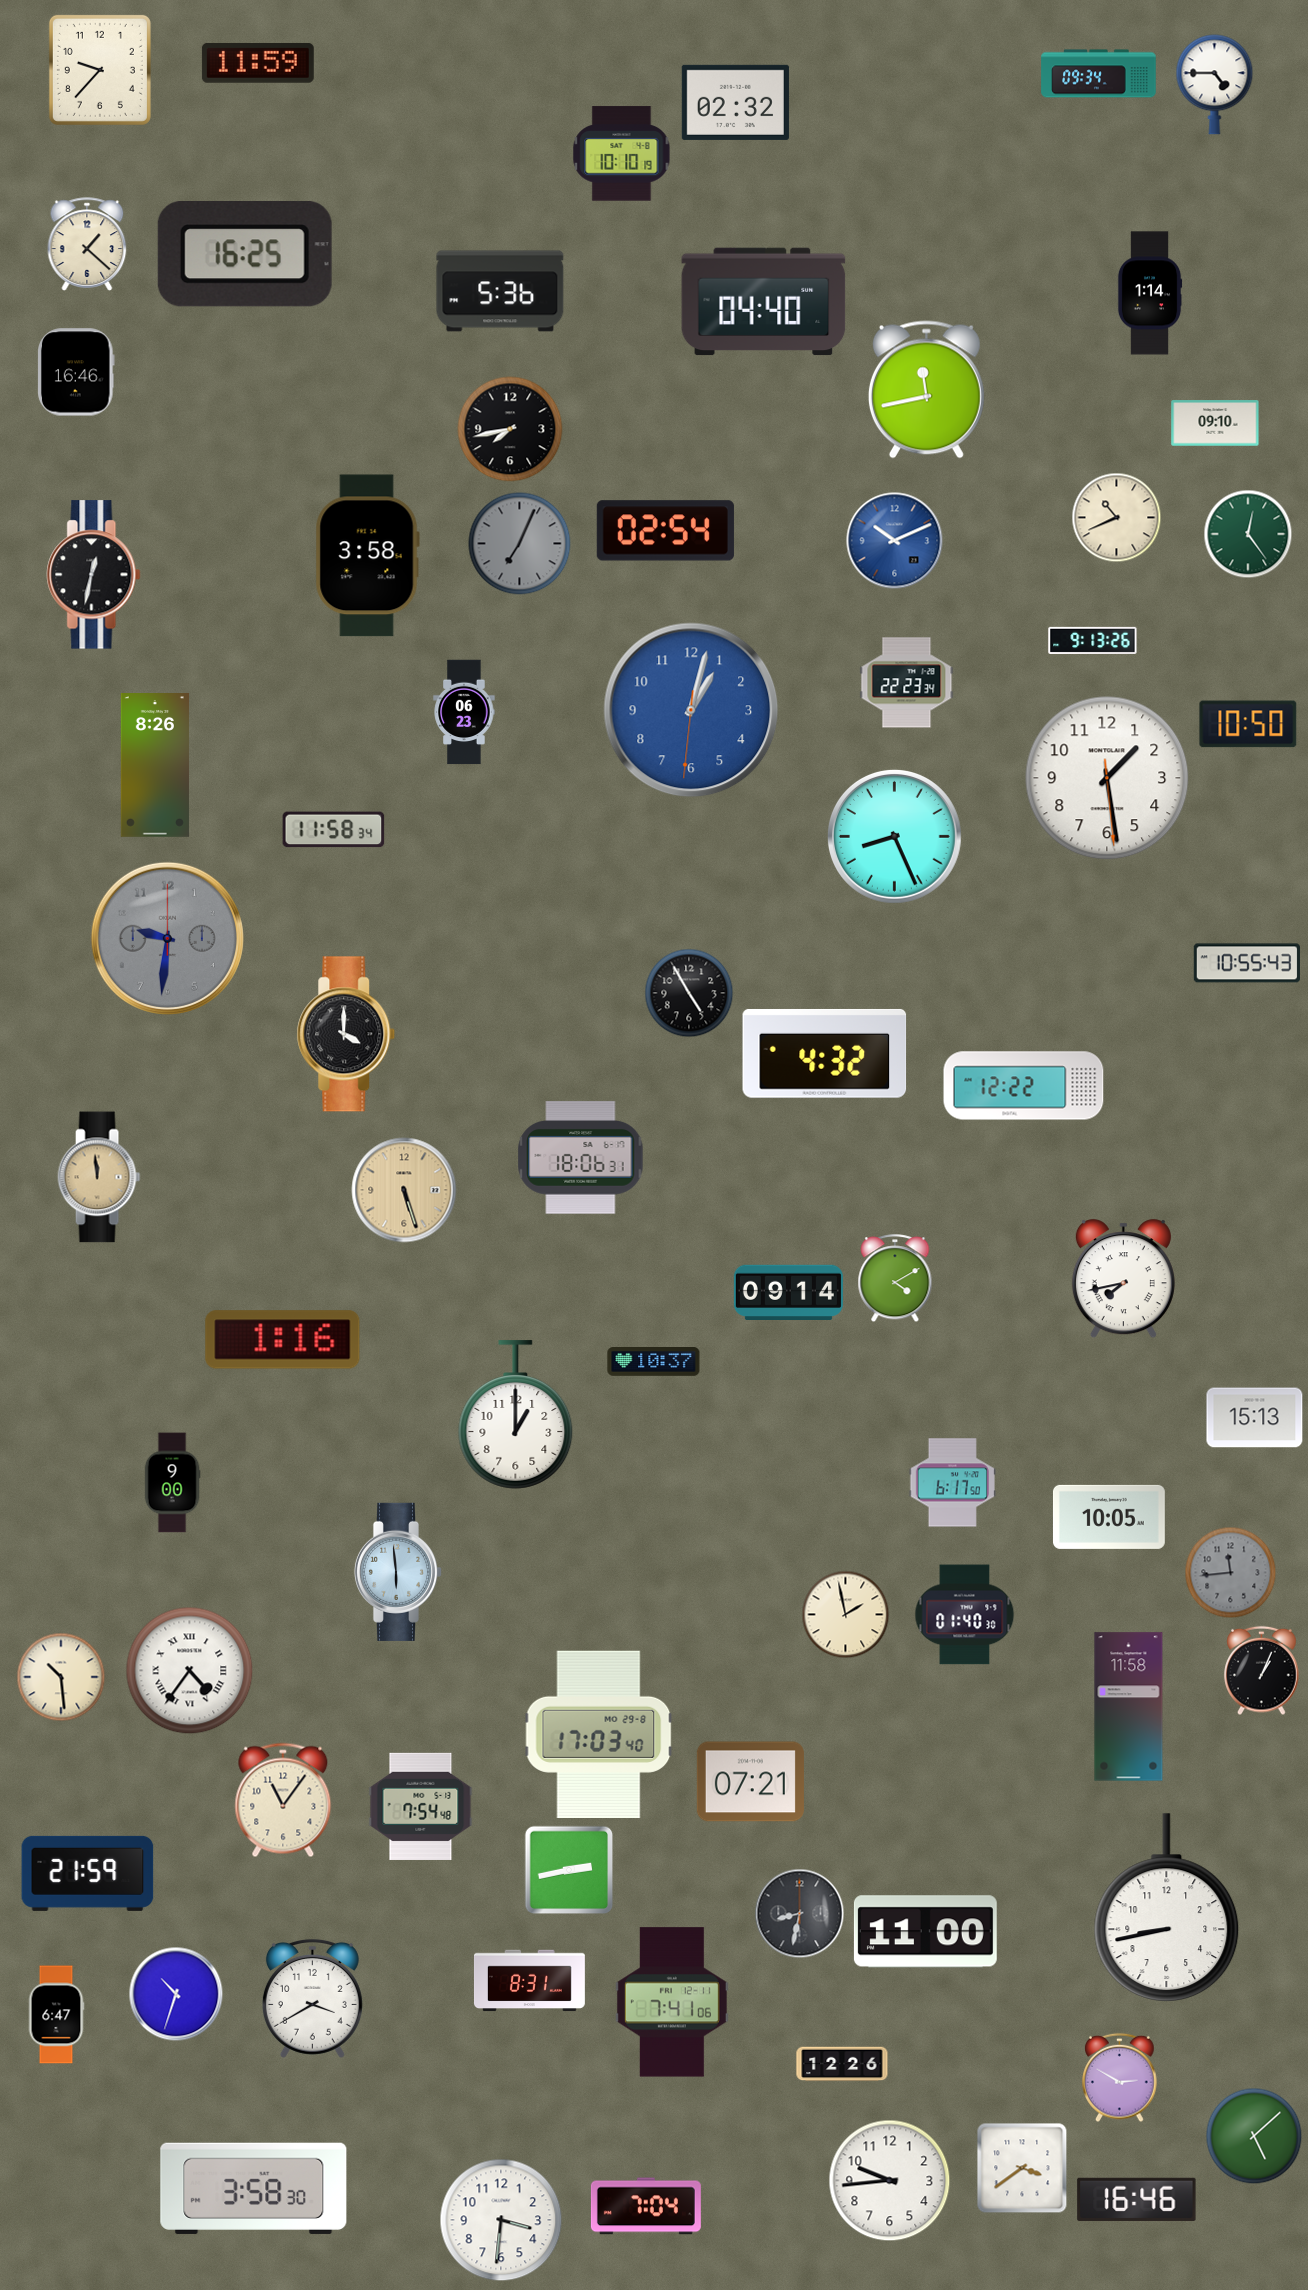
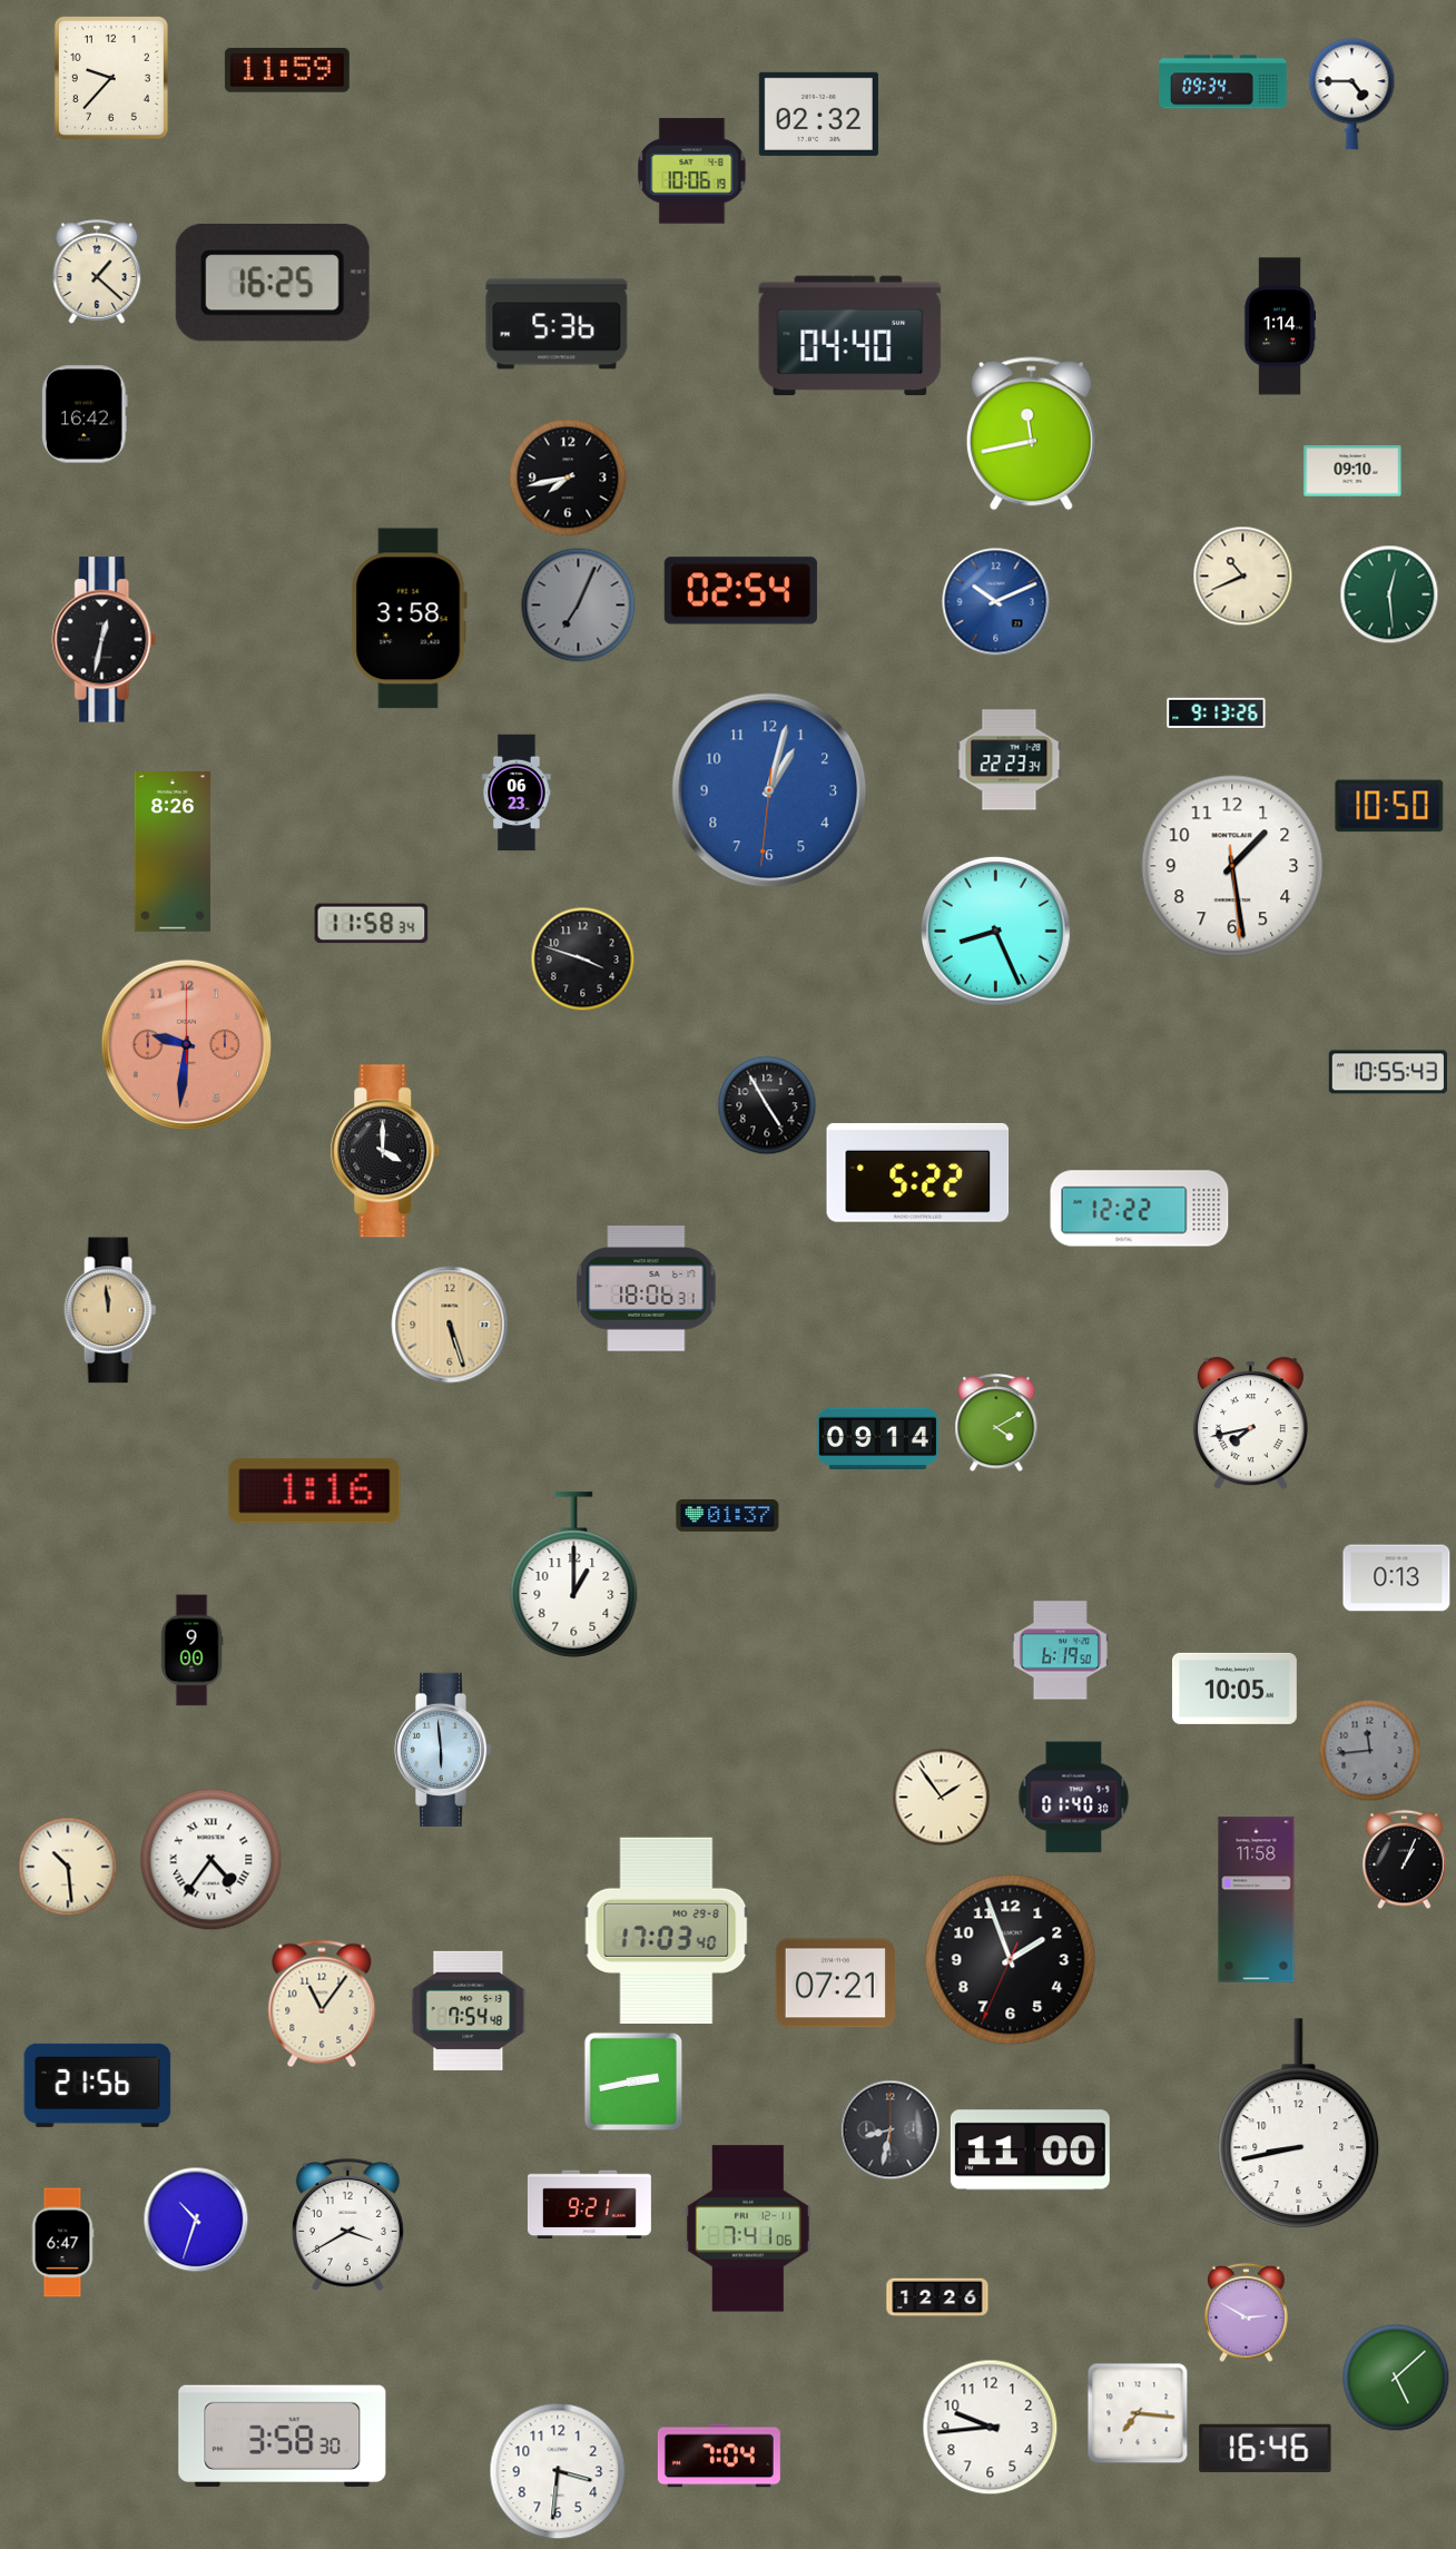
clock at (622, 154): 10:10 -> 10:06
clock at (77, 372): 16:46 -> 16:42
clock at (1248, 534): 12:24 -> 12:29
clock at (583, 959): none -> 3:48
clock at (167, 938) dial: grey -> salmon
clock at (825, 1053): 4:32 -> 5:22
clock at (654, 1362): 10:37 -> 01:37
clock at (1255, 1418): 15:13 -> 0:13
clock at (952, 1483): 6:17 -> 6:19
clock at (846, 1615): 1:58 -> 1:54
clock at (1011, 1960): none -> 1:56
clock at (283, 1800) position: (283, 1800) -> (322, 2004)
clock at (88, 1873): 21:59 -> 21:56
clock at (529, 1981): 8:31 -> 9:21
clock at (1022, 2168): 3:39 -> 7:16
